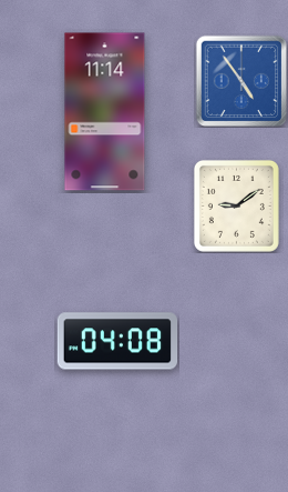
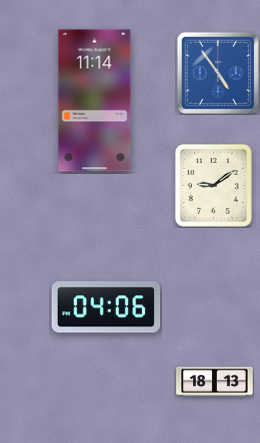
clock at (117, 341): 04:08 -> 04:06
clock at (215, 382): none -> 18:13
